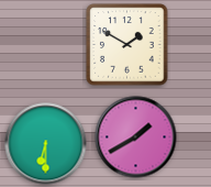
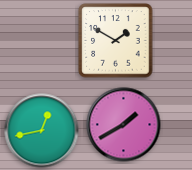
clock at (46, 144): 6:30 -> 12:43
